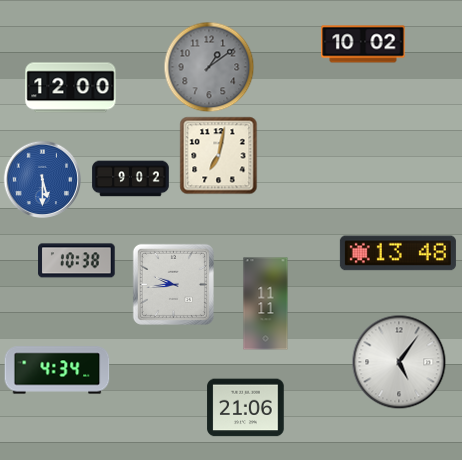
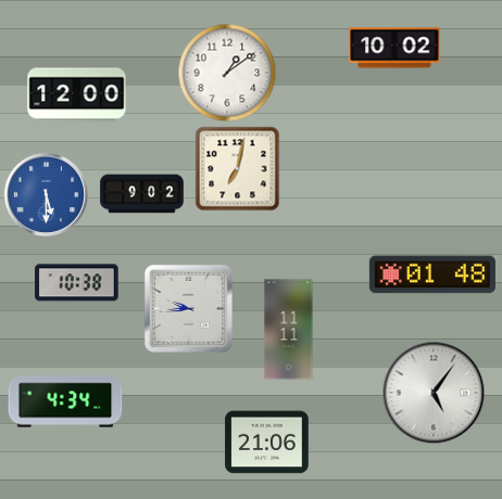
clock at (209, 67) dial: grey -> white
clock at (398, 253): 13:48 -> 01:48
clock at (77, 261) position: (77, 261) -> (77, 283)
clock at (57, 370) position: (57, 370) -> (65, 401)
